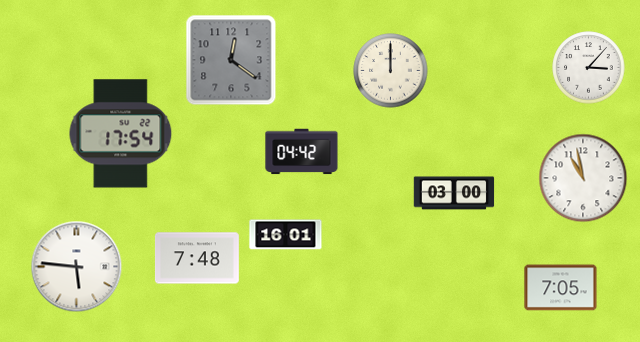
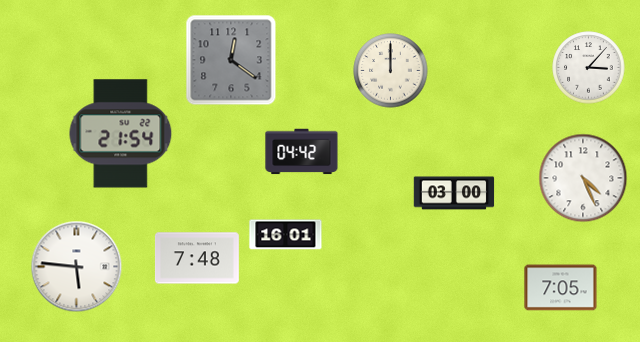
clock at (121, 134): 17:54 -> 21:54
clock at (583, 178): 10:58 -> 4:26
